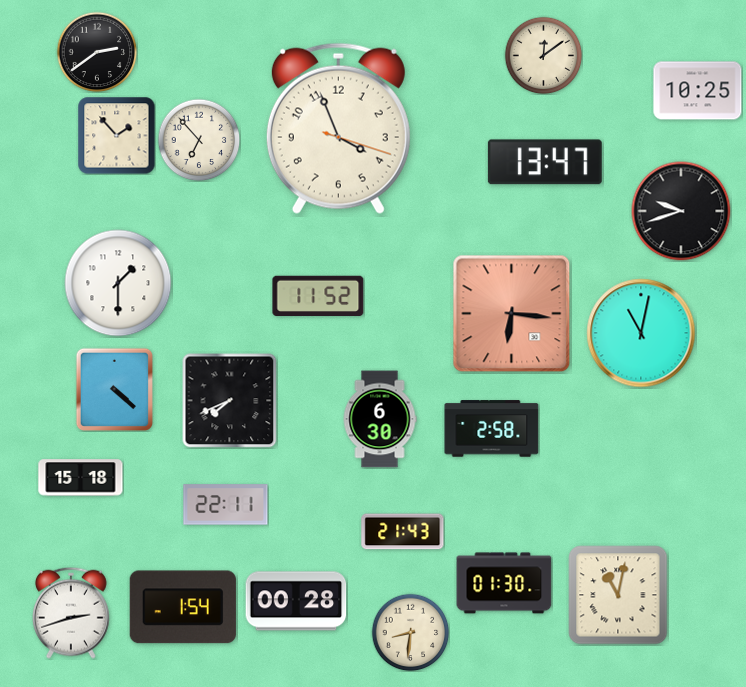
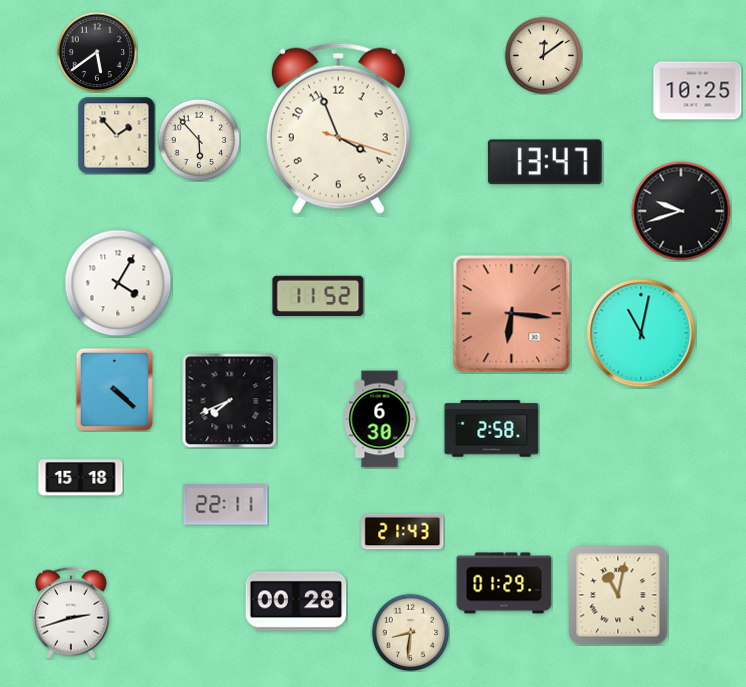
clock at (97, 52): 2:39 -> 5:39
clock at (199, 140): 6:53 -> 5:53
clock at (118, 283): 1:30 -> 4:05
clock at (504, 583): 01:30 -> 01:29
clock at (183, 607): 1:54 -> none
